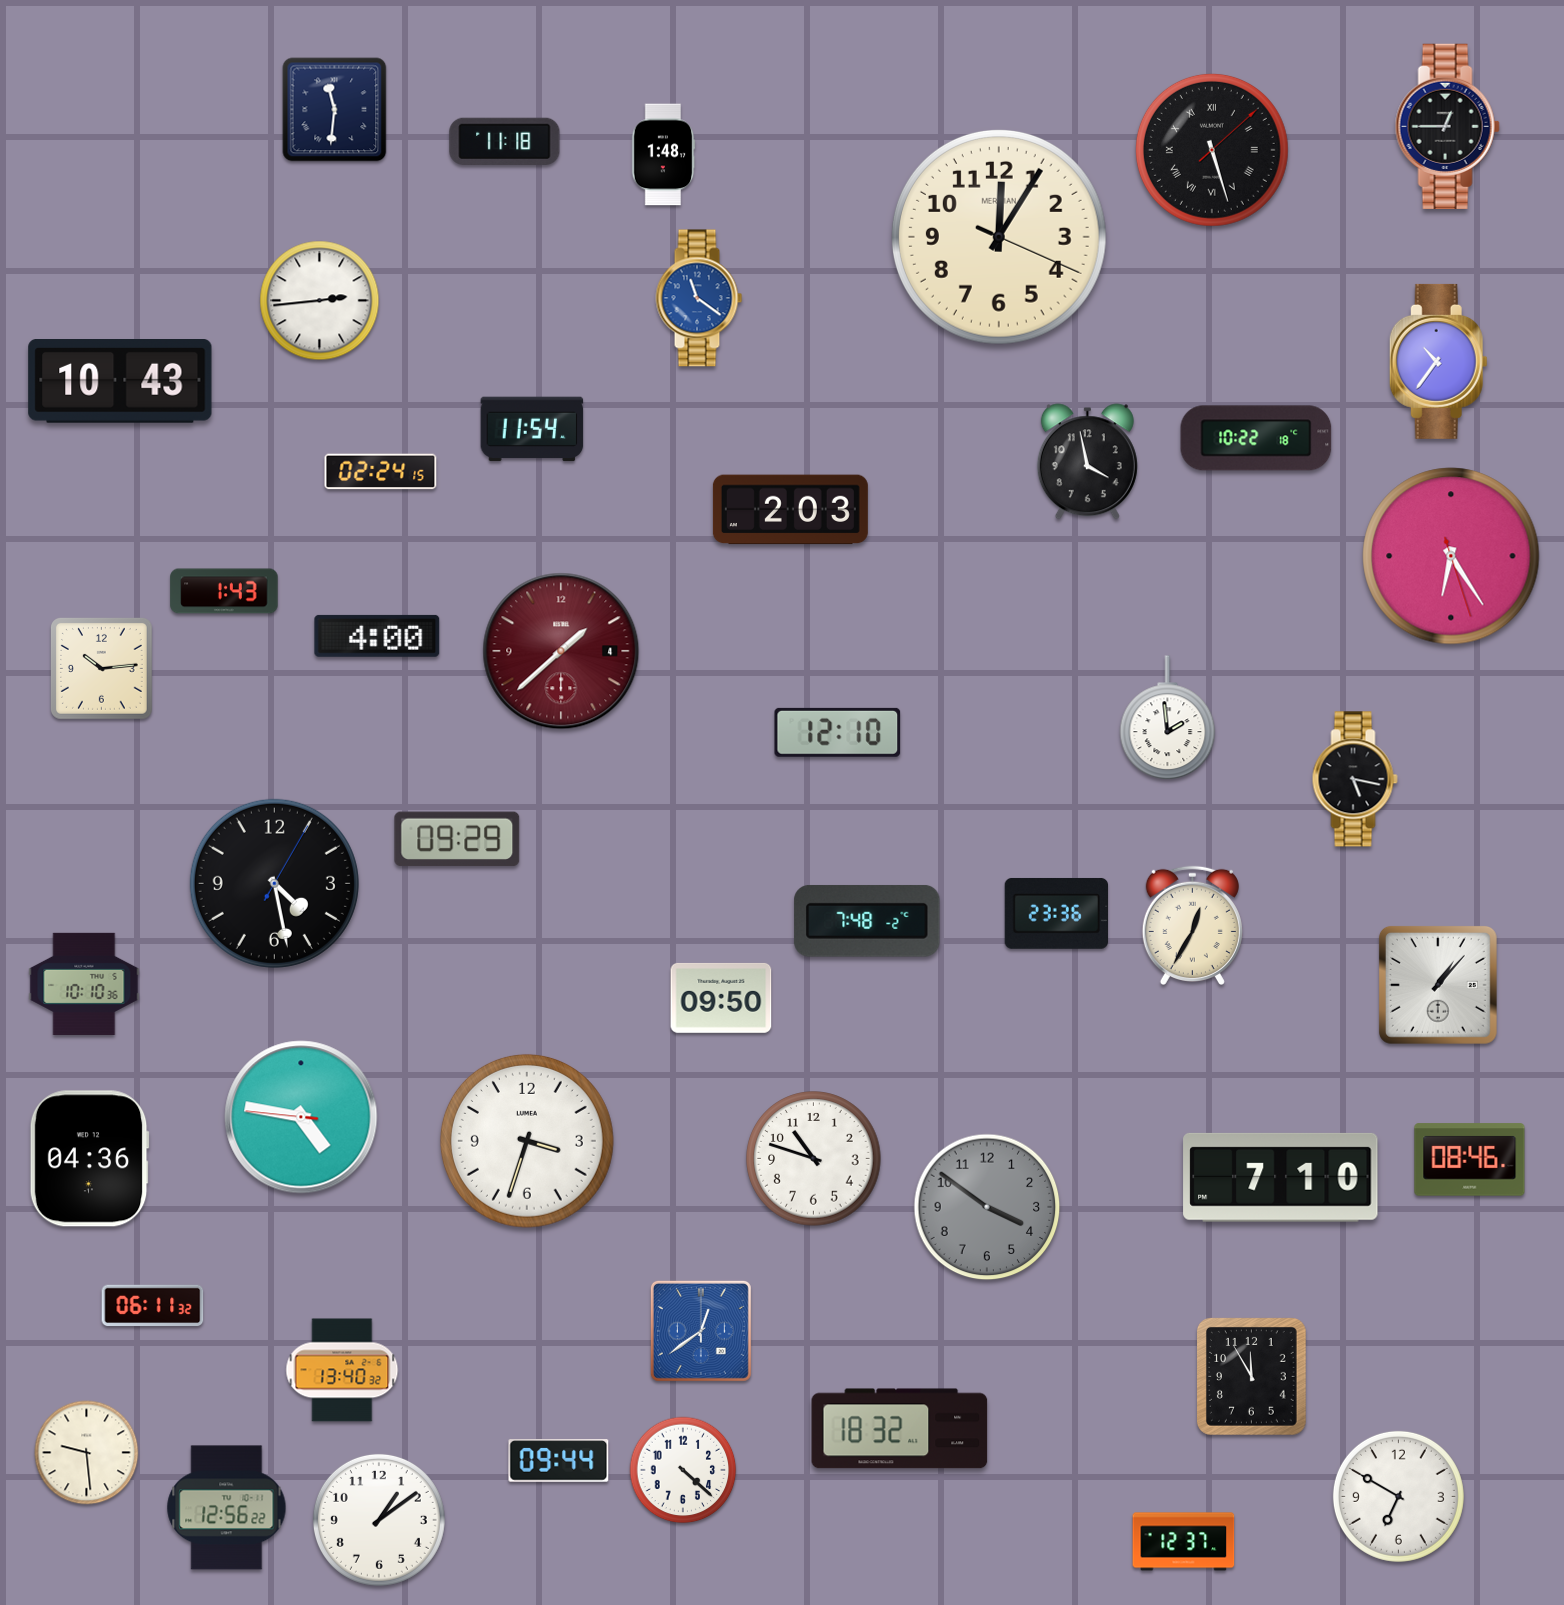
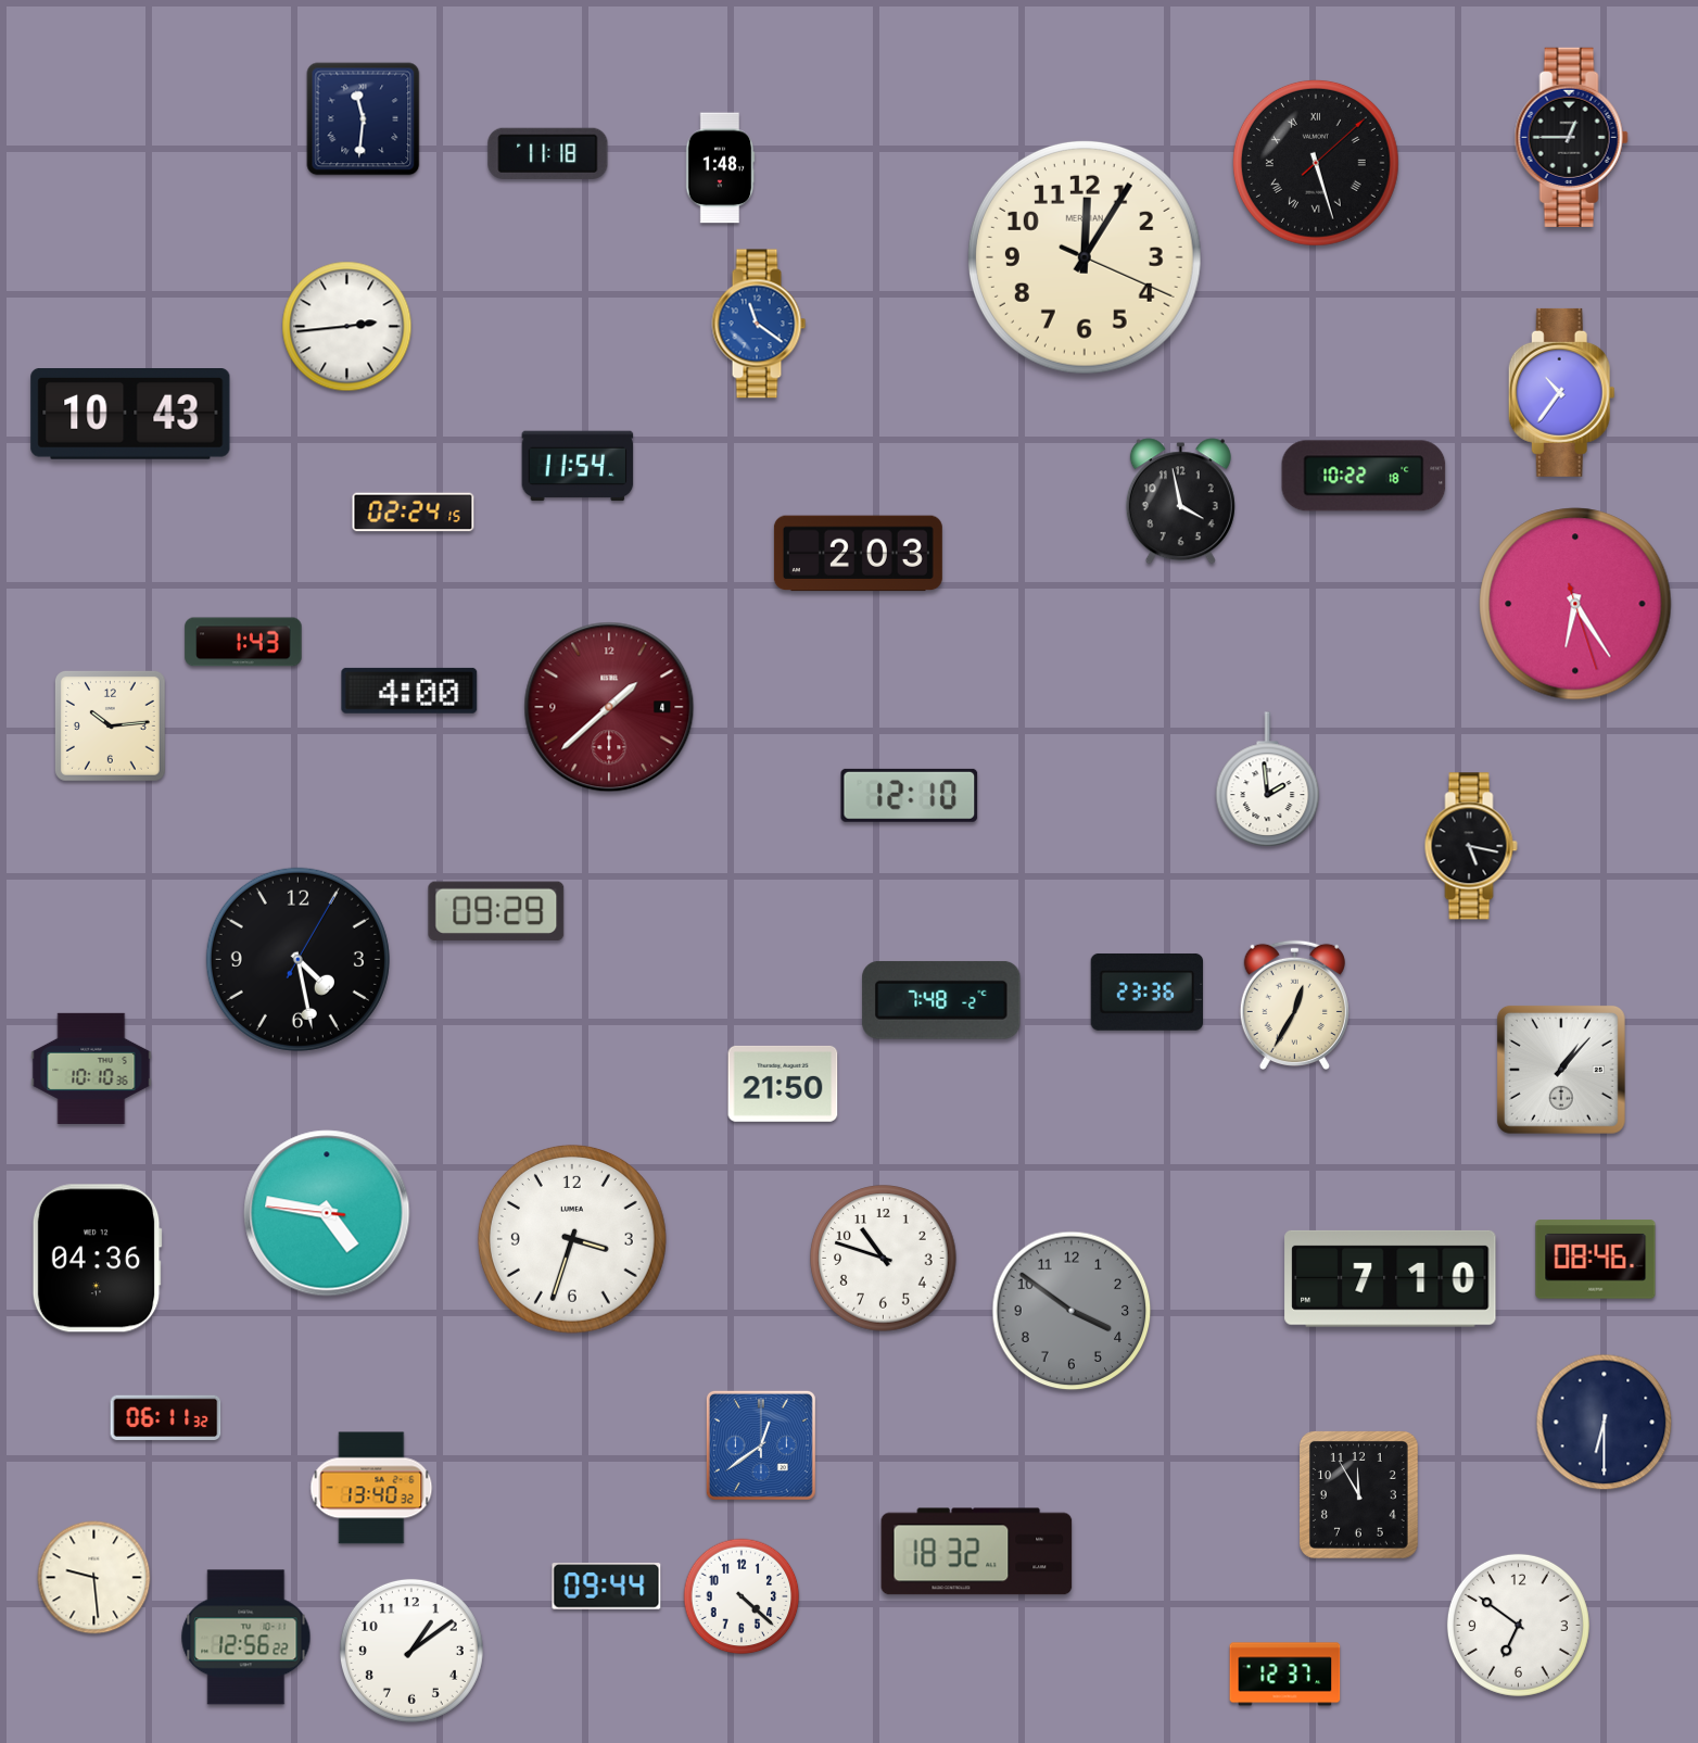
clock at (721, 998): 09:50 -> 21:50
clock at (1605, 1423): none -> 6:30
clock at (1398, 1496): 6:50 -> 6:51
